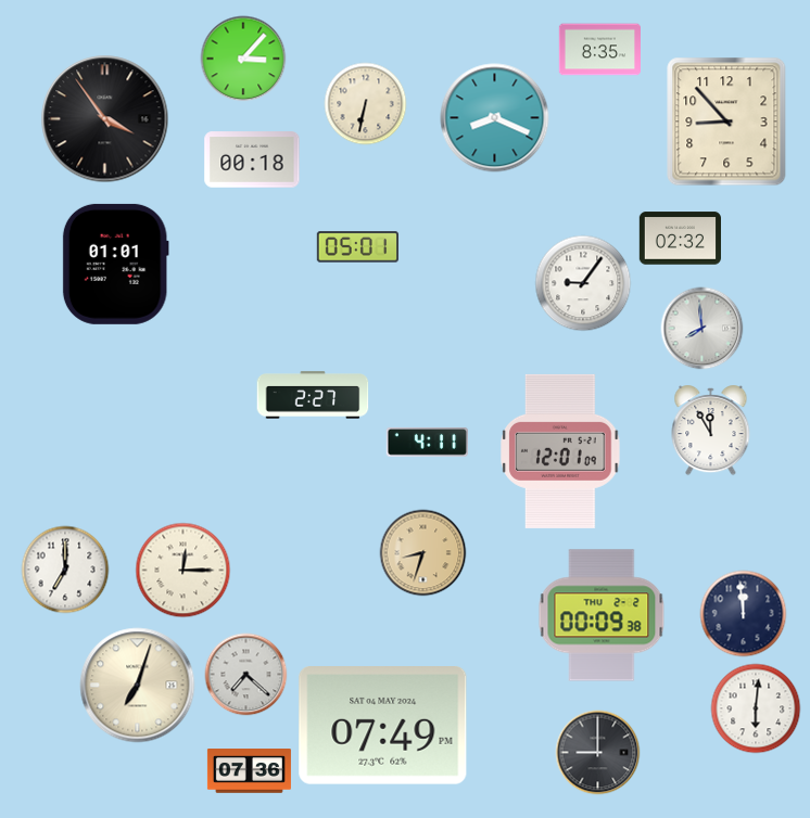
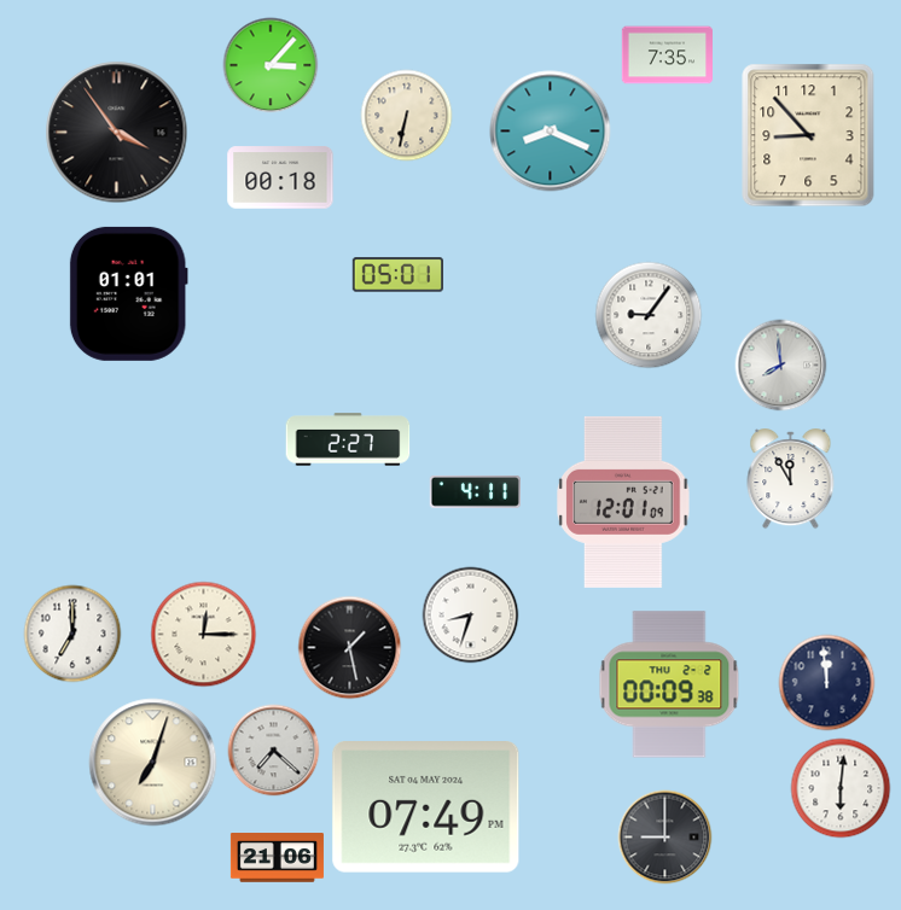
clock at (599, 50): 8:35 -> 7:35
clock at (680, 239): 02:32 -> none
clock at (423, 553) dial: champagne -> white
clock at (350, 648): none -> 1:28
clock at (249, 771): 07:36 -> 21:06
